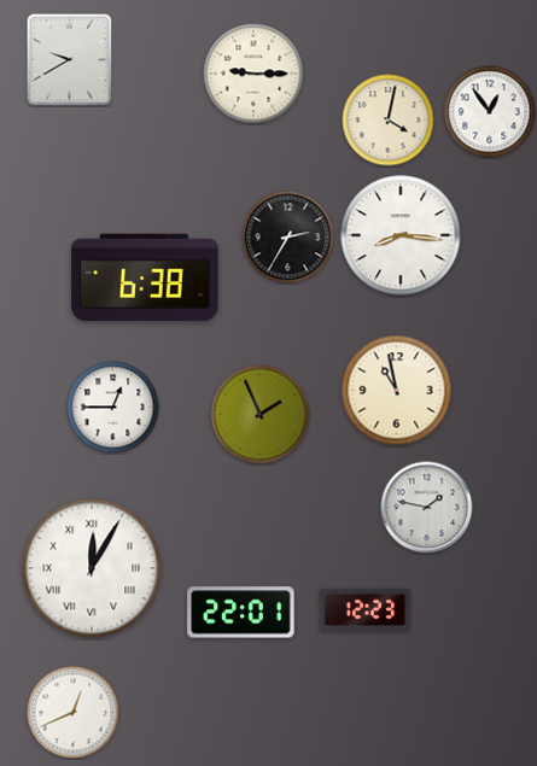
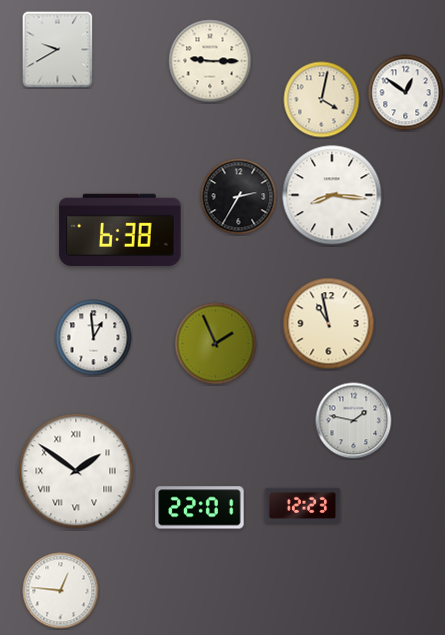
clock at (490, 112): 12:54 -> 12:51
clock at (113, 408): 12:45 -> 12:59
clock at (92, 568): 12:05 -> 1:51
clock at (74, 713): 12:41 -> 12:46
